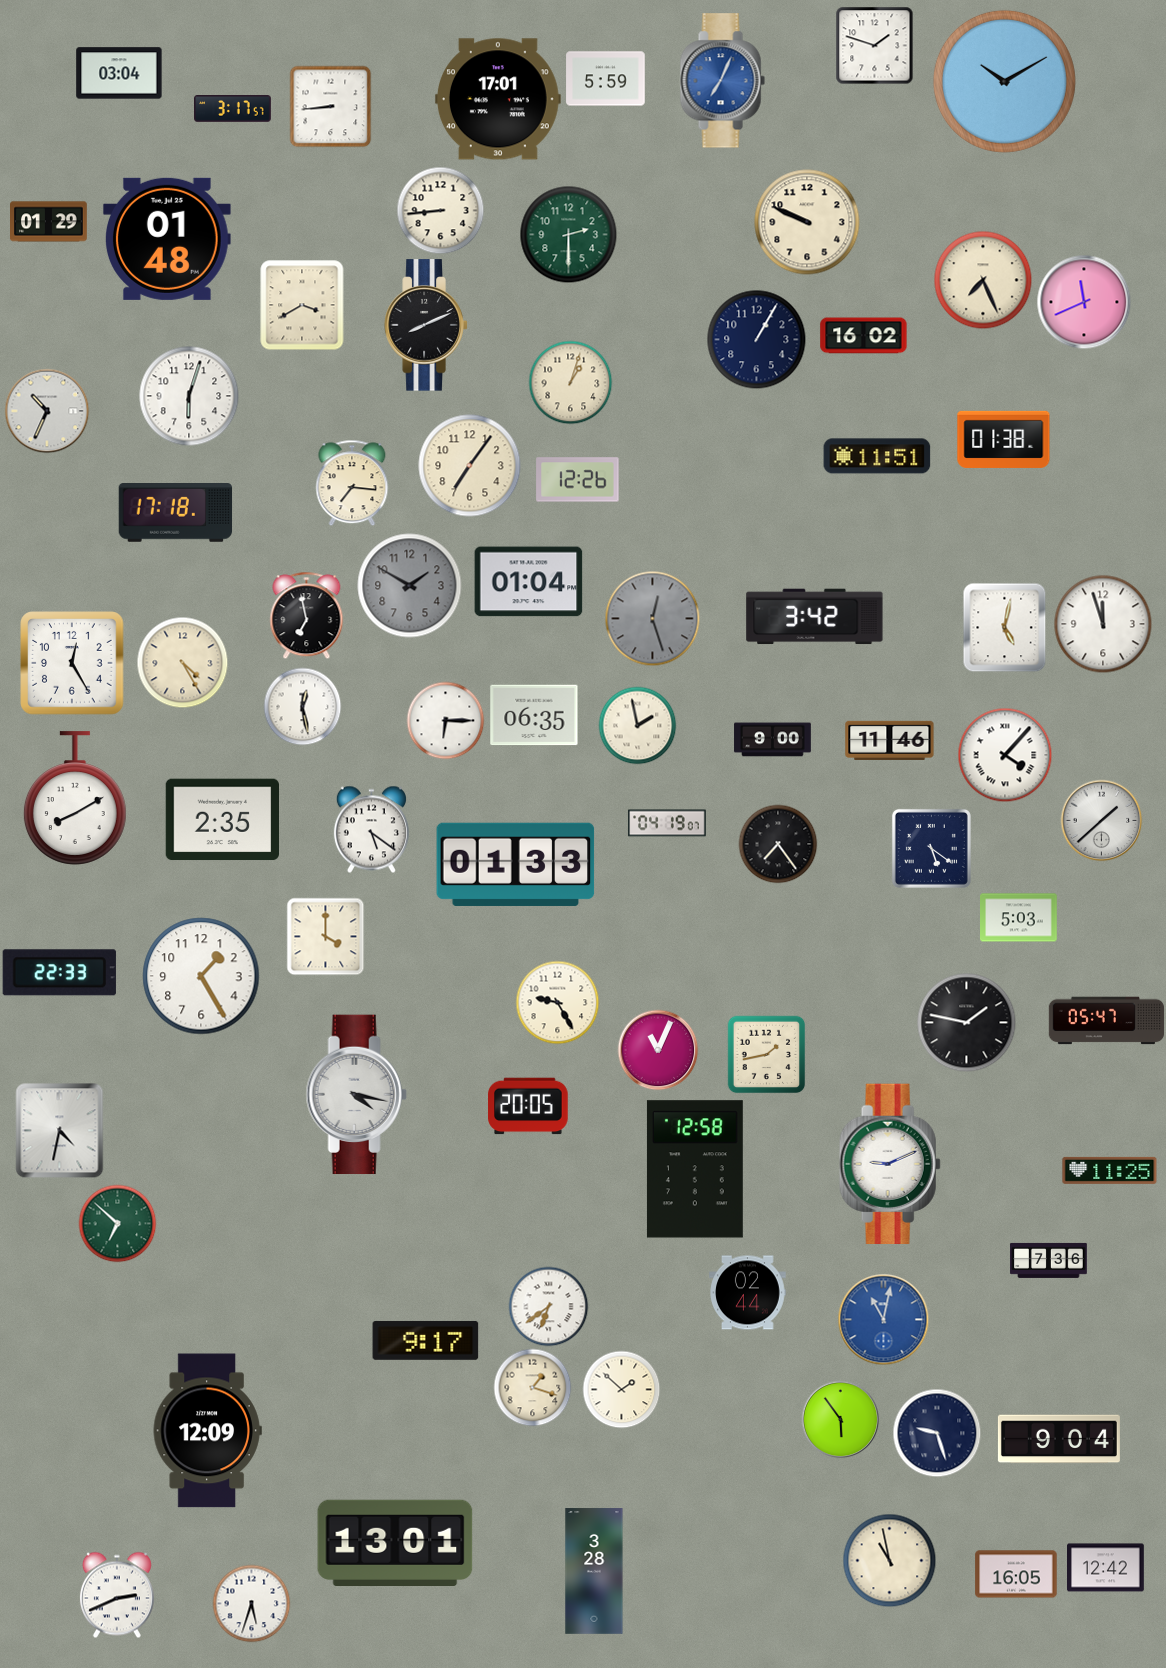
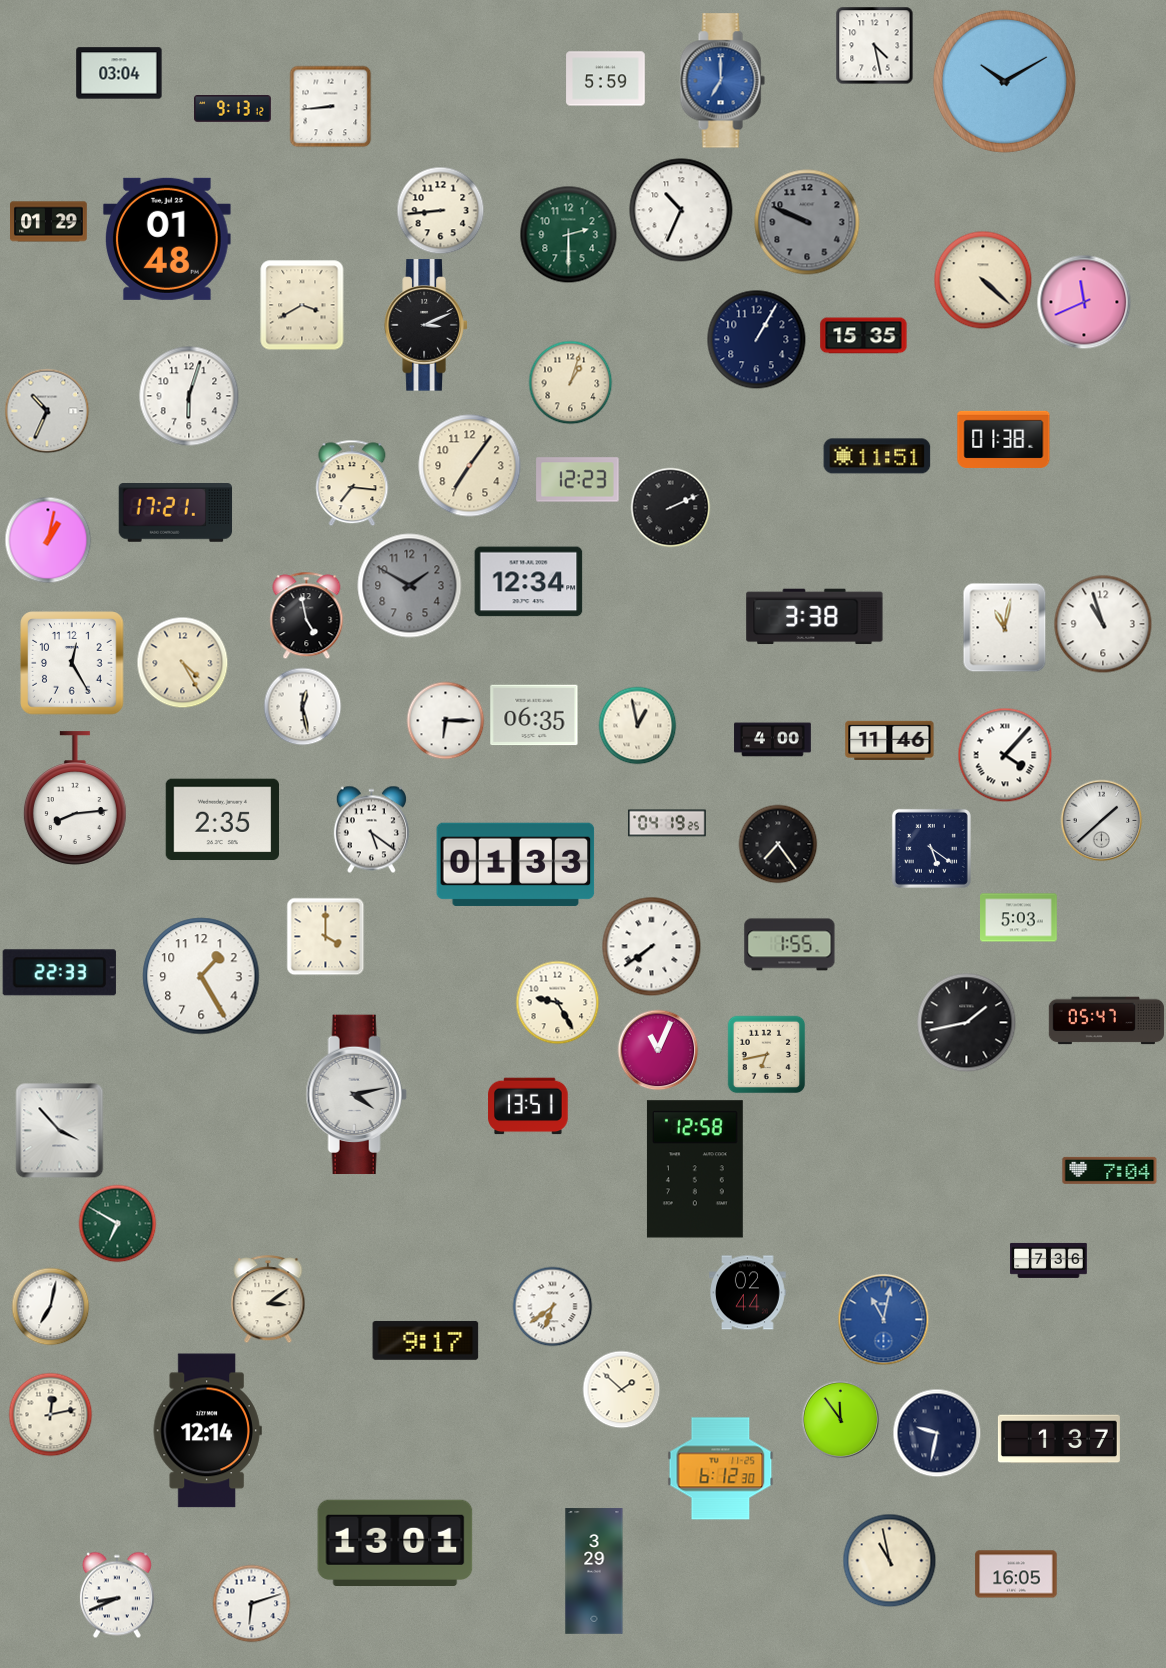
clock at (874, 45): 1:48 -> 4:28
clock at (722, 81): 7:04 -> 7:00
clock at (498, 99): 17:01 -> none
clock at (233, 109): 3:17 -> 9:13
clock at (681, 210): none -> 10:34
clock at (807, 222) dial: cream -> grey
clock at (983, 280): 7:26 -> 4:22
clock at (426, 325): 8:11 -> 3:11
clock at (864, 336): 16:02 -> 15:35
clock at (578, 480): 12:26 -> 12:23
clock at (670, 507): none -> 2:11
clock at (176, 513): 17:18 -> 17:21
clock at (48, 540): none -> 1:02
clock at (529, 582): 01:04 -> 12:34
clock at (307, 615): 6:58 -> 4:58
clock at (815, 617): 3:42 -> 3:38
clock at (652, 618): 12:27 -> none
clock at (1103, 624): 11:57 -> 10:57
clock at (1005, 627): 5:02 -> 11:02
clock at (637, 725): 1:58 -> 12:58
clock at (773, 740): 9:00 -> 4:00
clock at (75, 798): 8:10 -> 8:14
clock at (667, 823): 04:19:07 -> 04:19:25
clock at (790, 945): none -> 1:55
clock at (652, 947): none -> 7:39
clock at (967, 1023): 1:47 -> 1:43
clock at (766, 1054): 1:43 -> 6:43
clock at (356, 1095): 4:17 -> 4:13
clock at (528, 1106): 20:05 -> 13:51
clock at (60, 1130): 4:32 -> 3:53
clock at (890, 1163): 9:11 -> none
clock at (1110, 1170): 11:25 -> 7:04
clock at (117, 1223): 6:52 -> 6:50
clock at (268, 1299): none -> 3:09
clock at (50, 1306): none -> 7:02
clock at (548, 1306) position: (548, 1306) -> (552, 1306)
clock at (532, 1387): 1:18 -> none
clock at (50, 1414): none -> 12:13
clock at (840, 1419): 5:54 -> 11:54
clock at (207, 1431): 12:09 -> 12:14
clock at (937, 1433): 9:27 -> 9:32
clock at (1059, 1439): 9:04 -> 1:37
clock at (721, 1469): none -> 6:12
clock at (1106, 1568): 12:42 -> none
clock at (594, 1571): 3:28 -> 3:29
clock at (117, 1595): 2:41 -> 8:41
clock at (251, 1603): 5:33 -> 6:12
